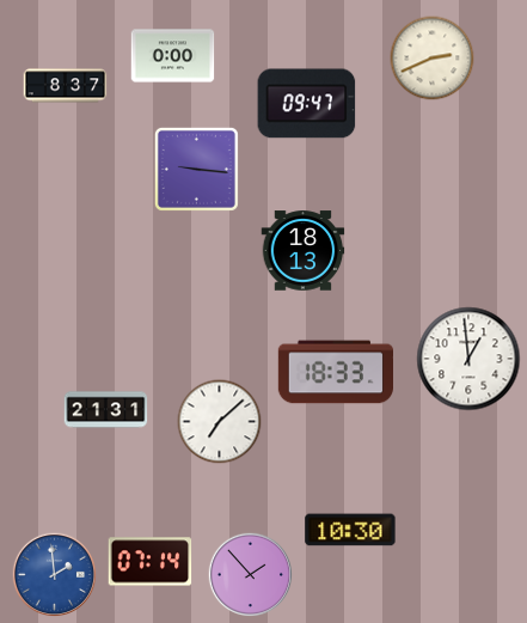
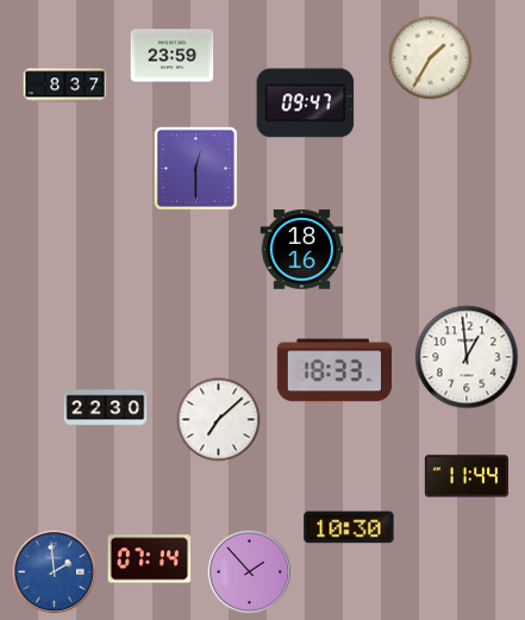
clock at (173, 56): 0:00 -> 23:59
clock at (433, 59): 2:41 -> 1:35
clock at (196, 169): 9:16 -> 12:30
clock at (304, 251): 18:13 -> 18:16
clock at (106, 410): 21:31 -> 22:30
clock at (465, 476): none -> 11:44
